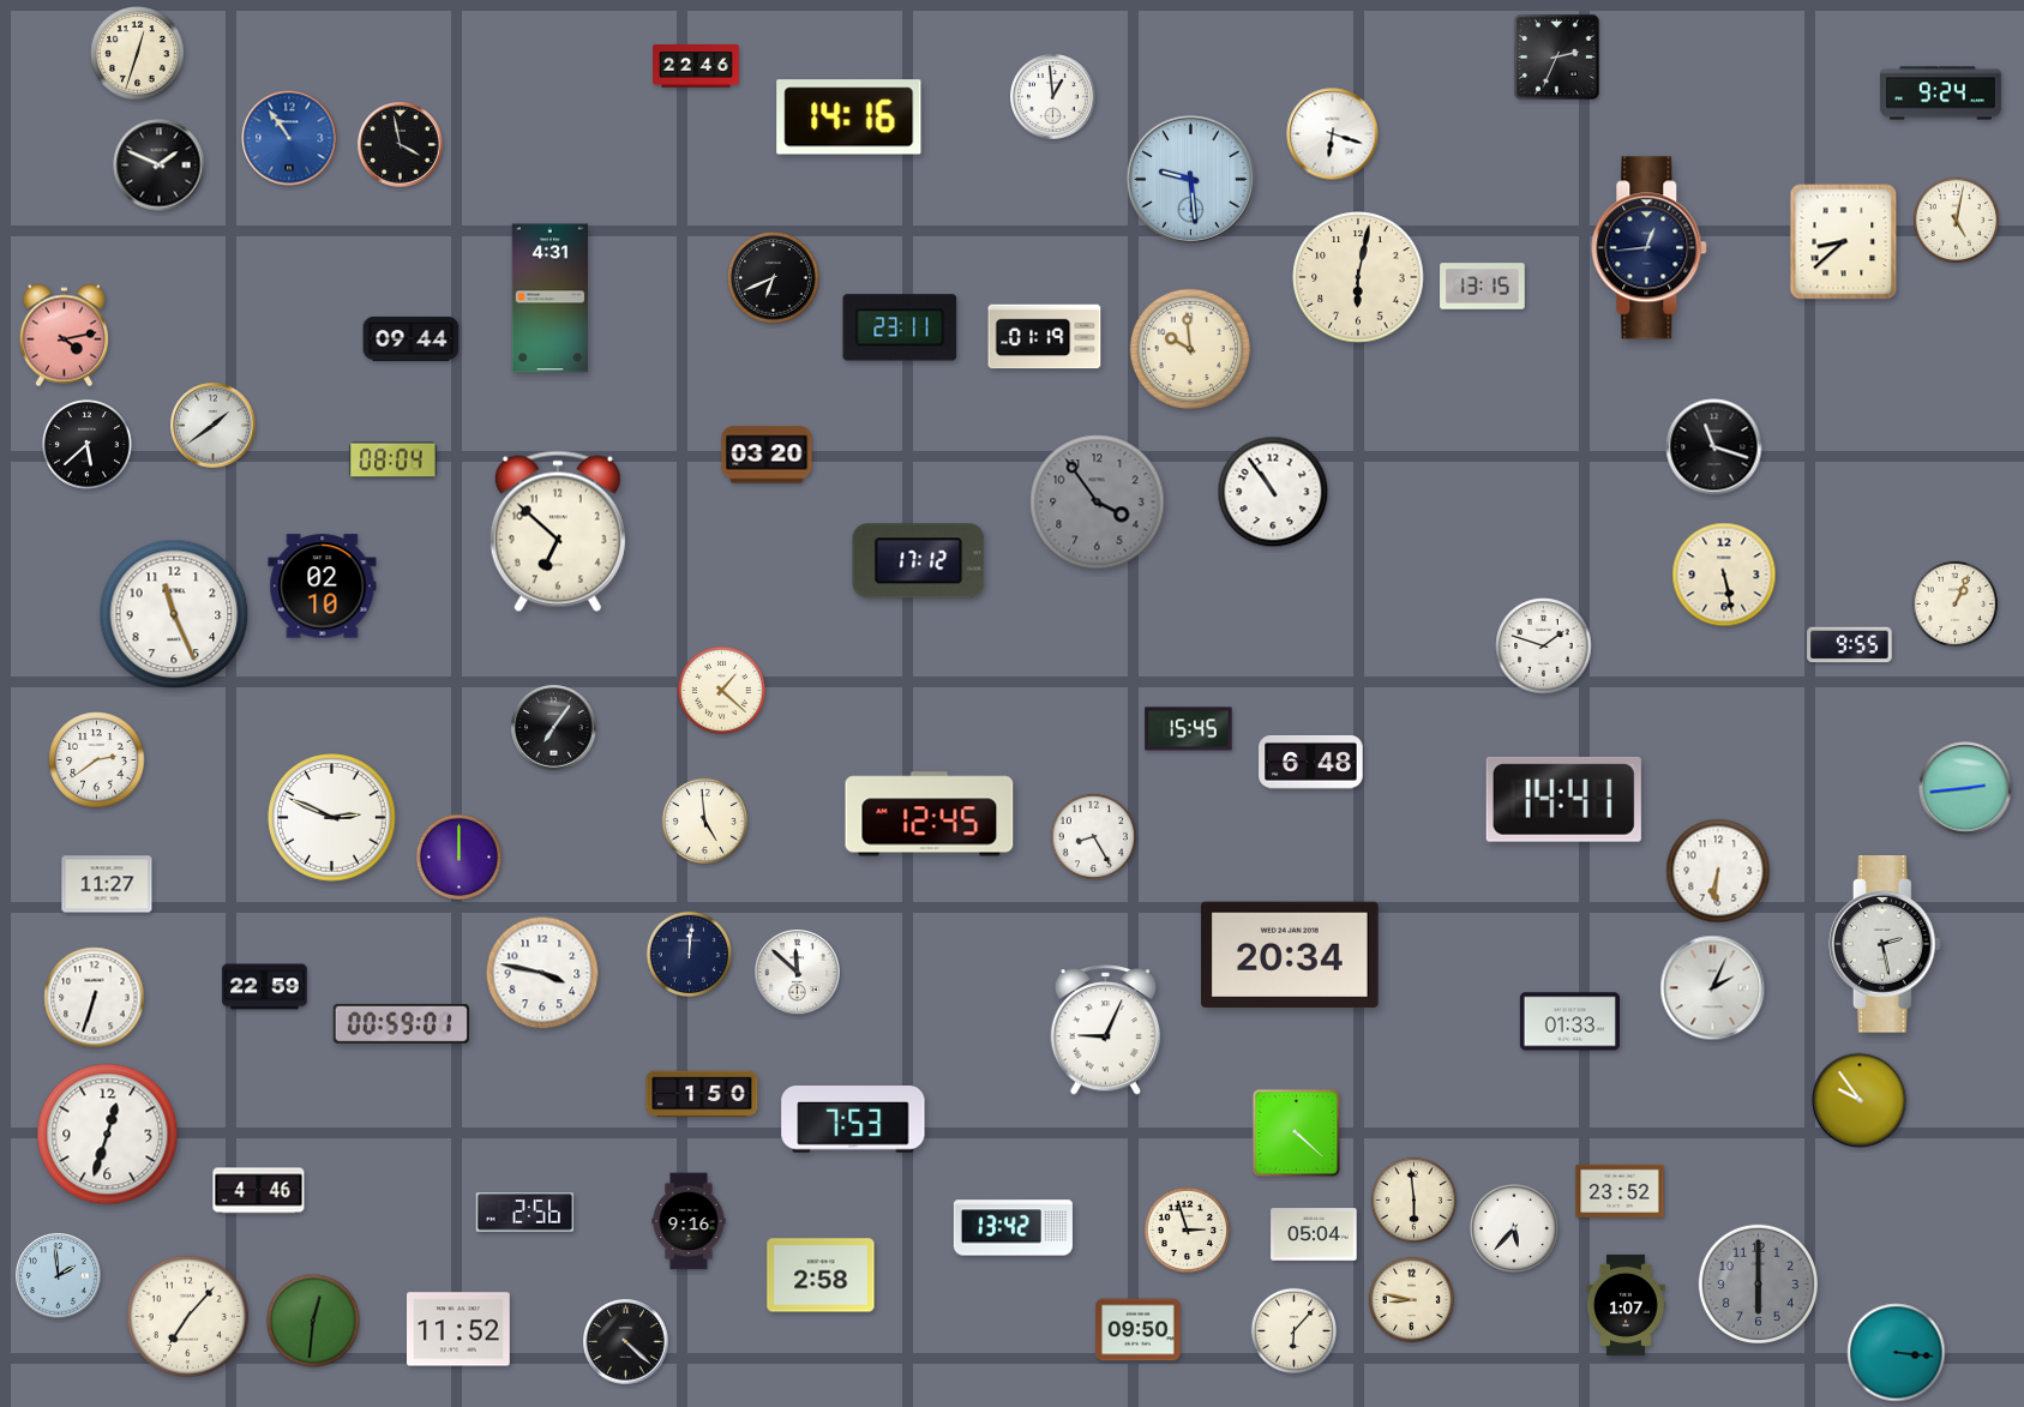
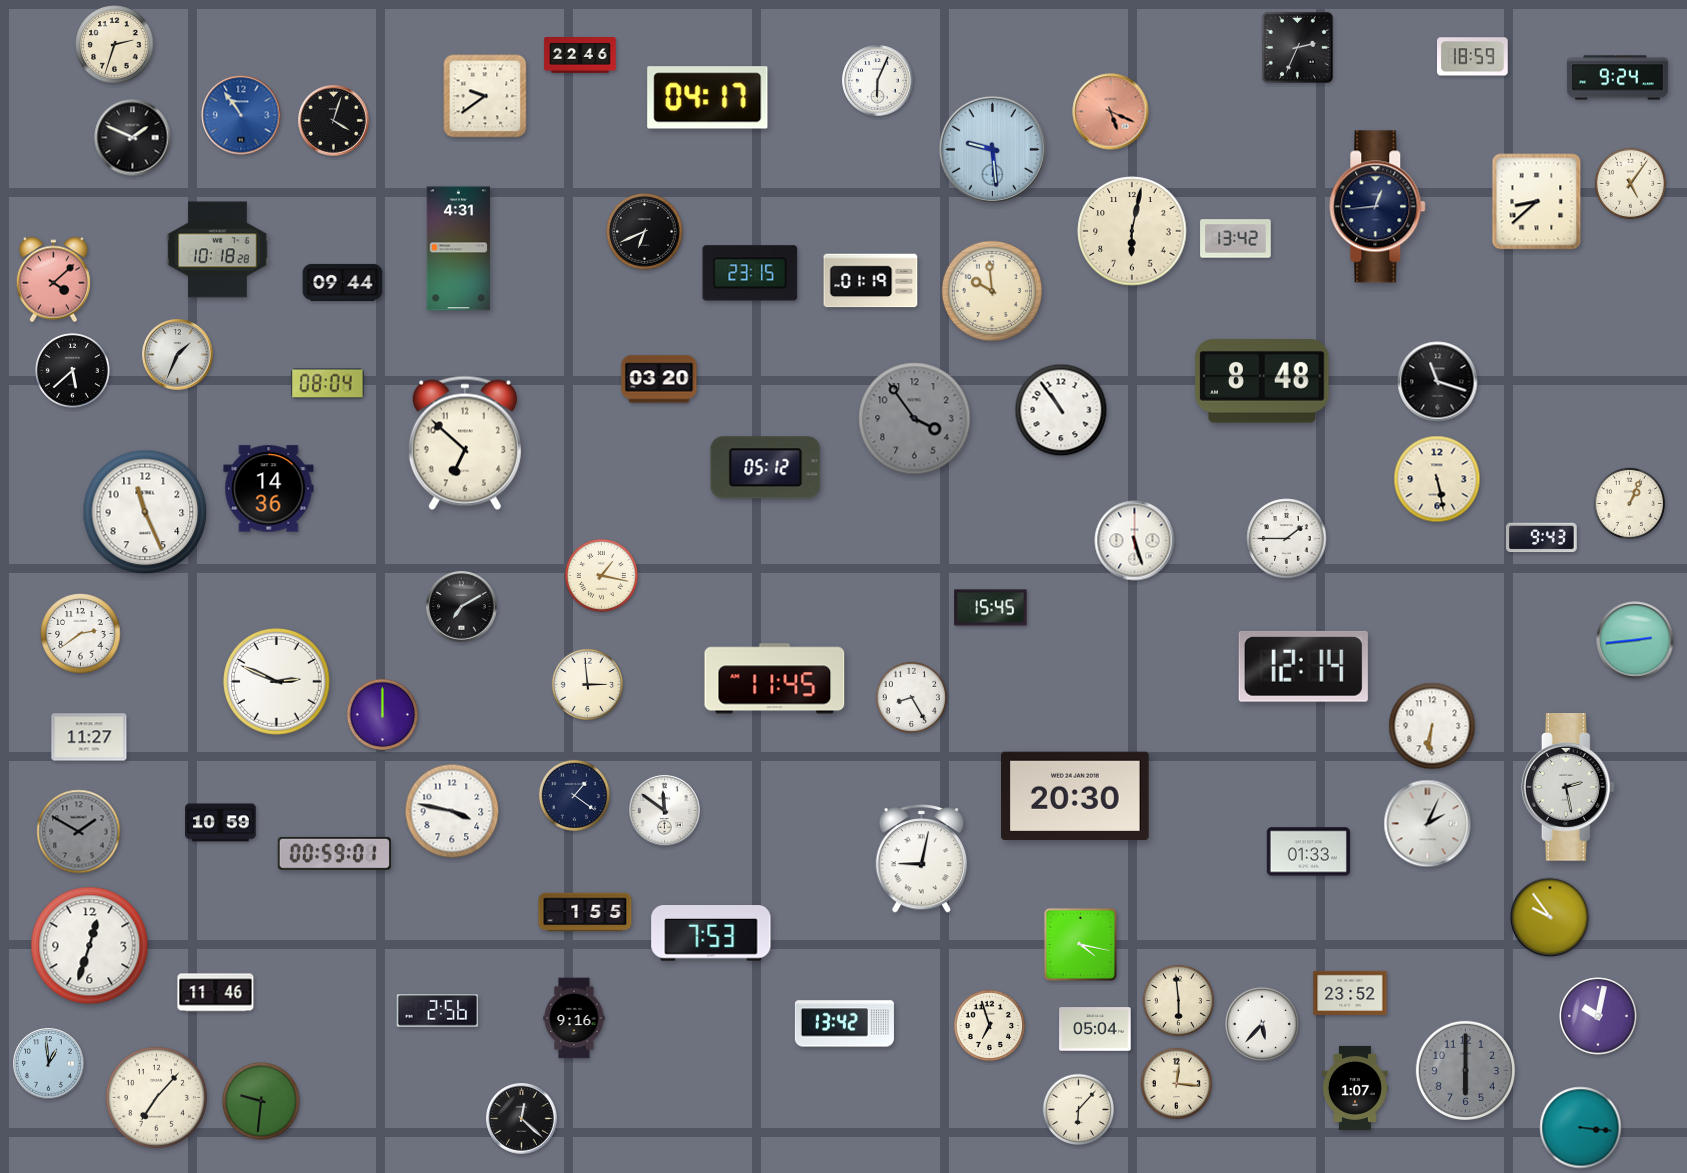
clock at (138, 54): 12:33 -> 2:33
clock at (1473, 57): none -> 18:59
clock at (1053, 97): 12:59 -> 6:04
clock at (485, 96): none -> 9:39
clock at (849, 118): 14:16 -> 04:17
clock at (1333, 134): 6:18 -> 5:19
clock at (1333, 134) dial: white -> salmon
clock at (401, 145): 3:58 -> 4:03
clock at (1956, 220): 5:02 -> 5:06
clock at (1650, 248) position: (1650, 248) -> (1378, 207)
clock at (1483, 287): 13:15 -> 13:42
clock at (218, 250): none -> 10:18
clock at (900, 327): 23:11 -> 23:15
clock at (64, 336): 4:13 -> 4:08
clock at (214, 426): 1:39 -> 1:34
clock at (1714, 447) position: (1714, 447) -> (1438, 382)
clock at (767, 455) position: (767, 455) -> (659, 379)
clock at (1262, 381): none -> 8:48
clock at (919, 561): 17:12 -> 05:12
clock at (323, 587): 02:10 -> 14:36
clock at (1850, 645): 9:55 -> 9:43
clock at (1544, 647): 1:48 -> 1:45
clock at (1135, 541): none -> 5:27
clock at (721, 690): 1:22 -> 1:17
clock at (554, 728): 7:06 -> 7:10
clock at (1311, 763): 6:48 -> none
clock at (1965, 788) position: (1965, 788) -> (1635, 640)
clock at (1563, 799): 14:41 -> 12:14
clock at (930, 814): 12:45 -> 11:45
clock at (704, 820): 4:59 -> 2:59
clock at (1885, 945) position: (1885, 945) -> (1568, 788)
clock at (689, 954): 12:01 -> 1:21
clock at (1291, 954): 20:34 -> 20:30
clock at (798, 973): 11:52 -> 11:51
clock at (265, 987): 22:59 -> 10:59
clock at (95, 998): 6:33 -> 1:50
clock at (95, 998) dial: white -> grey
clock at (1105, 1030): 9:04 -> 9:02
clock at (702, 1094): 1:50 -> 1:55
clock at (1296, 1132): 4:22 -> 4:17
clock at (259, 1191): 4:46 -> 11:46
clock at (1598, 1016): none -> 10:02
clock at (1187, 1229): 2:57 -> 6:57
clock at (821, 1275): 2:58 -> none
clock at (59, 1276): 1:59 -> 12:59
clock at (1411, 1299): 8:47 -> 12:16
clock at (313, 1321): 12:31 -> 9:31
clock at (460, 1329): 11:52 -> none
clock at (1139, 1330): 09:50 -> none
clock at (626, 1342): 4:22 -> 12:22
